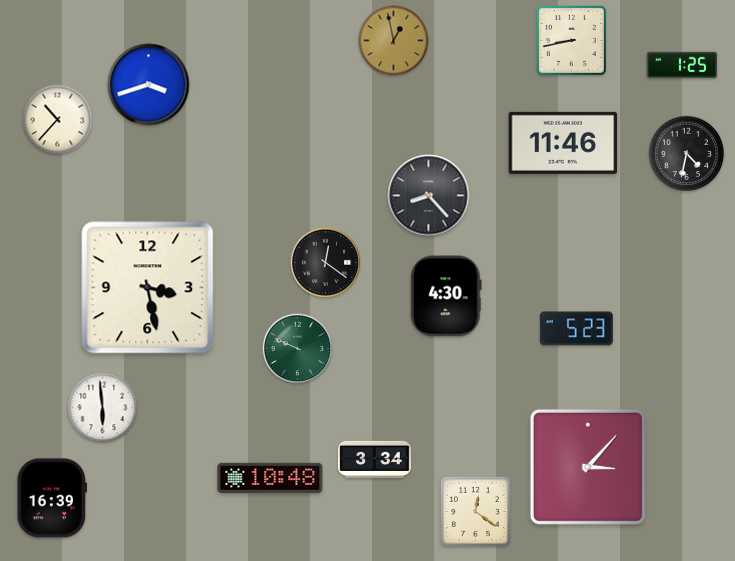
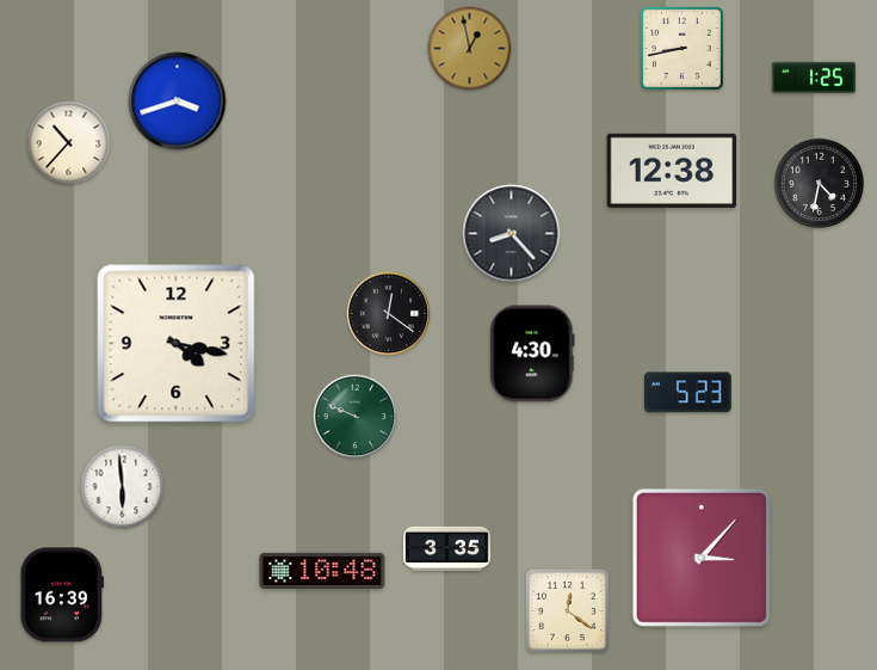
clock at (563, 143): 11:46 -> 12:38
clock at (148, 288): 3:28 -> 4:17
clock at (375, 459): 3:34 -> 3:35
